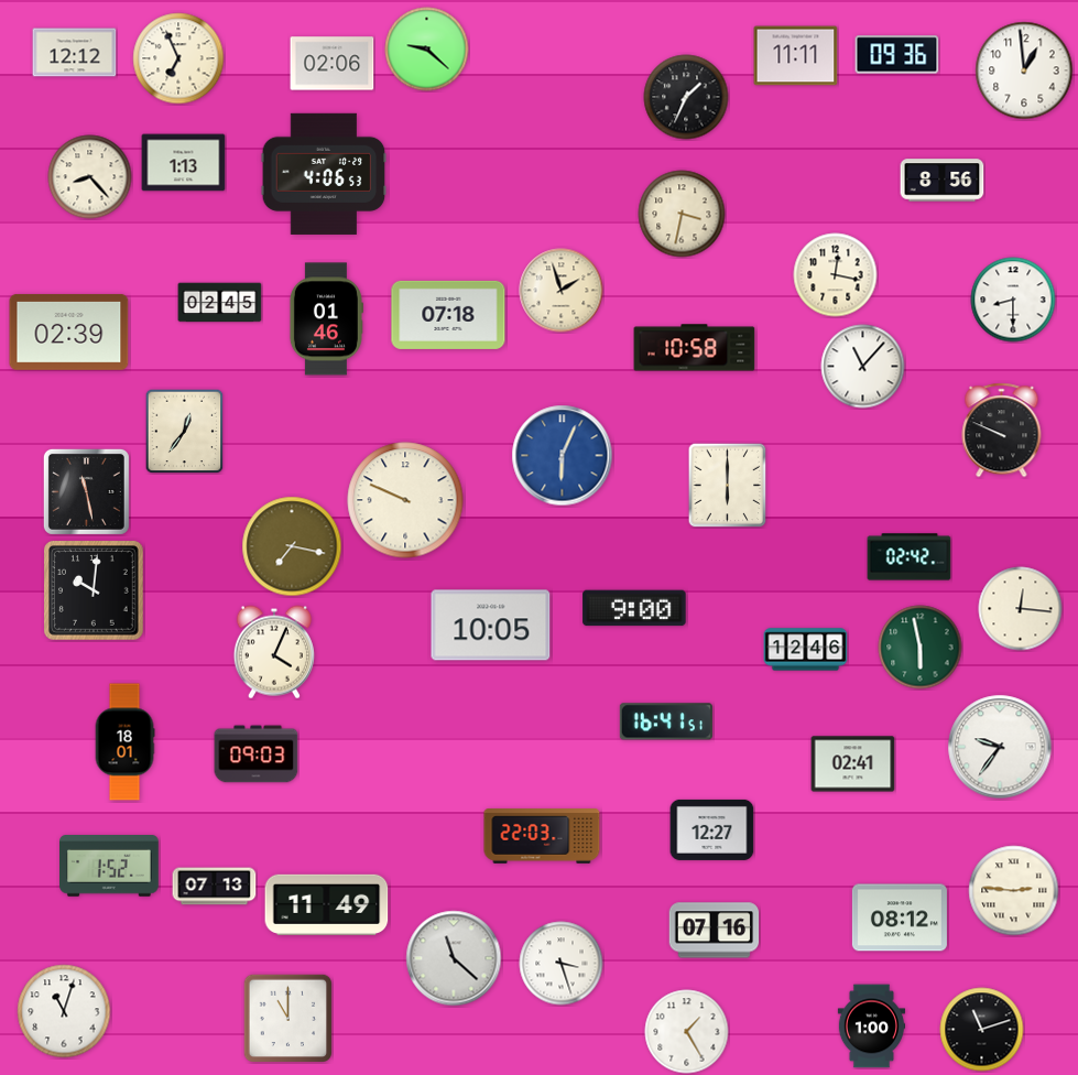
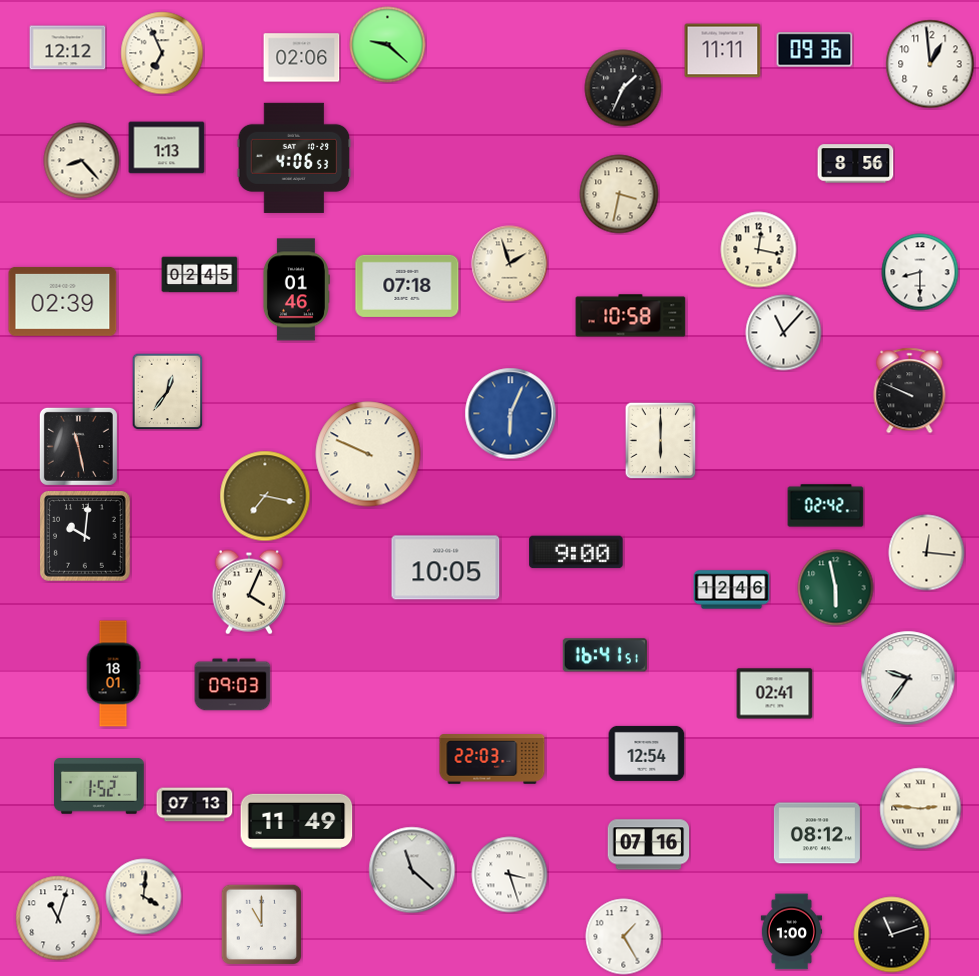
clock at (712, 829): 12:27 -> 12:54
clock at (144, 897): none -> 4:01
